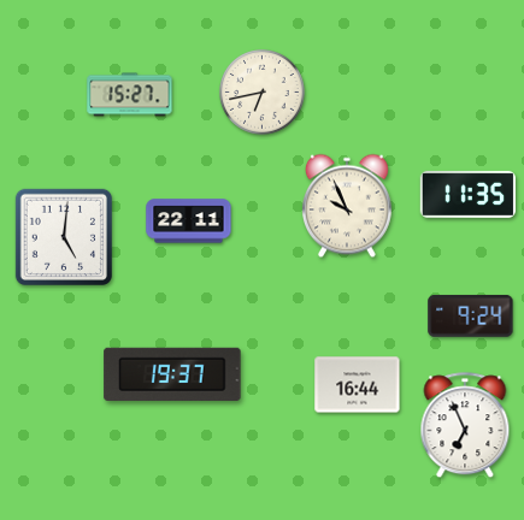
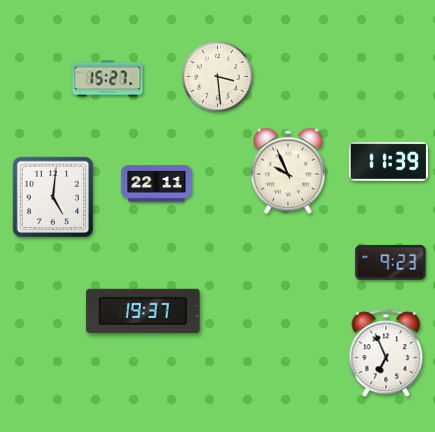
clock at (263, 93): 6:43 -> 3:29
clock at (467, 194): 11:35 -> 11:39
clock at (471, 315): 9:24 -> 9:23
clock at (358, 385): 16:44 -> none
